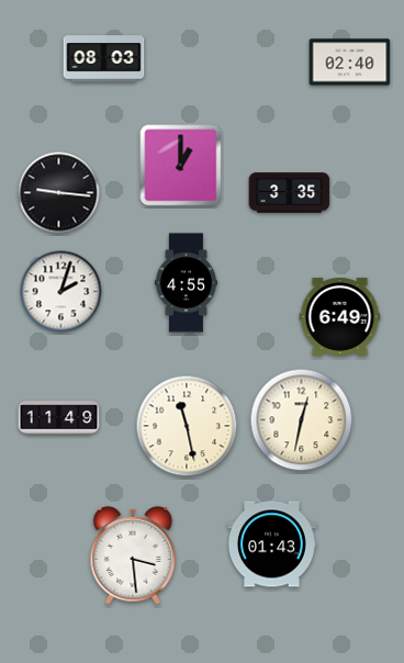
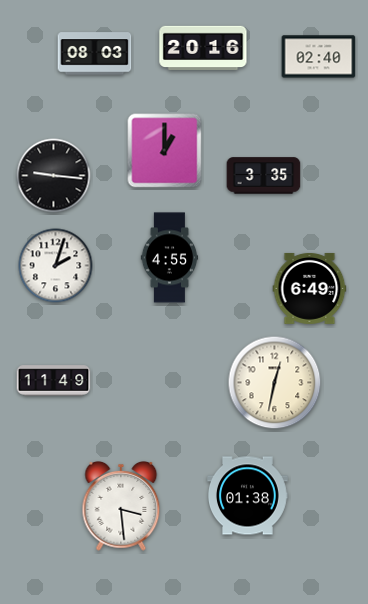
clock at (203, 47): none -> 20:16
clock at (187, 426): 11:28 -> none
clock at (272, 544): 01:43 -> 01:38
